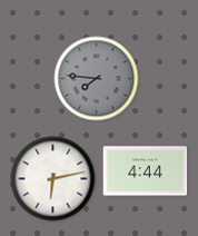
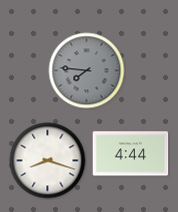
clock at (53, 179): 6:13 -> 8:18
